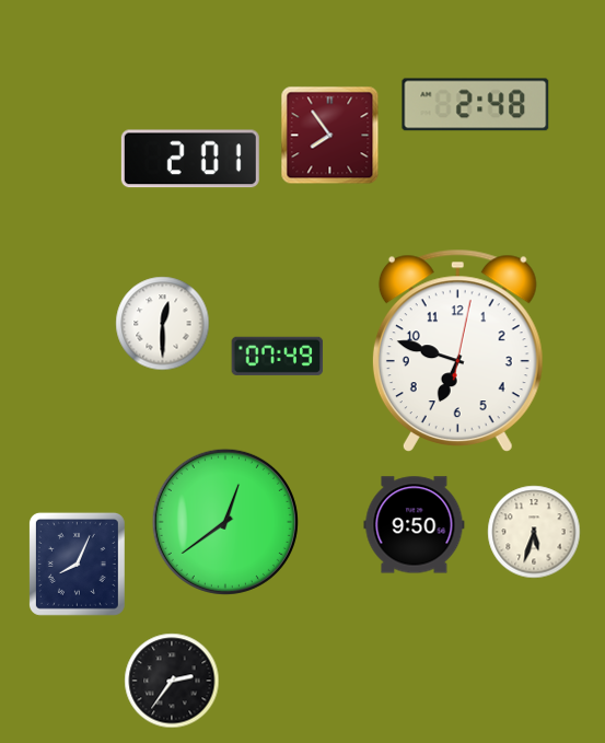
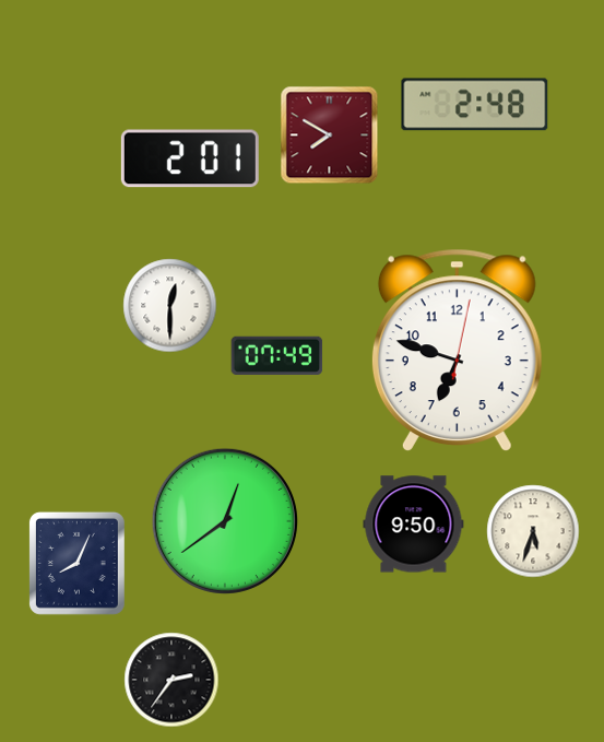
clock at (330, 136): 7:54 -> 7:50
clock at (163, 324) position: (163, 324) -> (170, 306)
